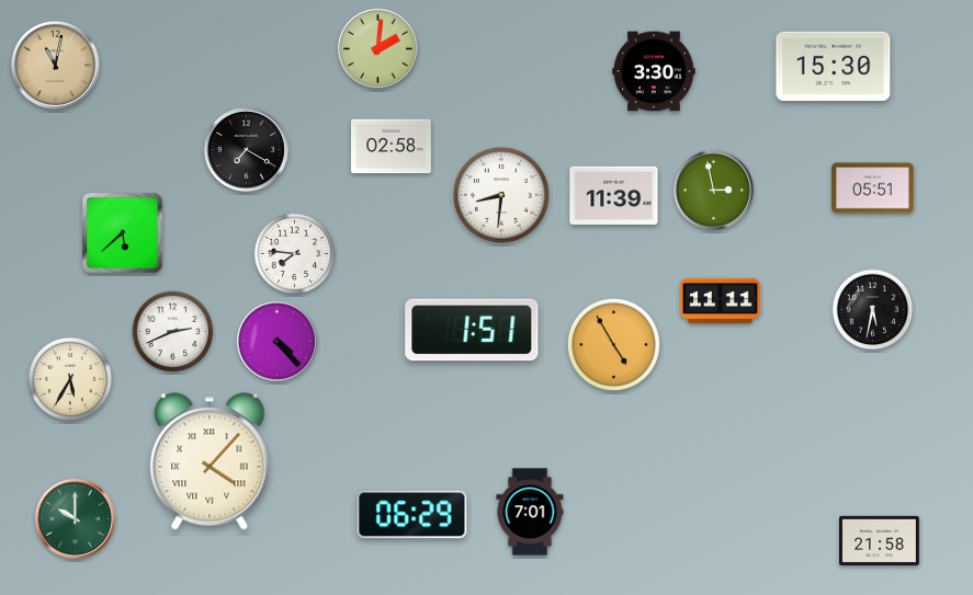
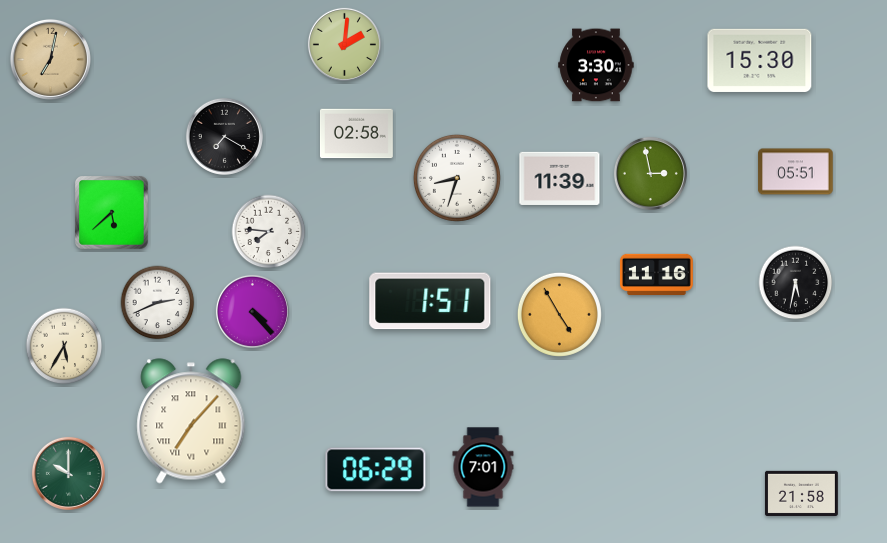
clock at (55, 65): 11:02 -> 7:02
clock at (501, 195): 8:31 -> 8:33
clock at (721, 301): 11:11 -> 11:16
clock at (210, 461): 4:07 -> 7:07
